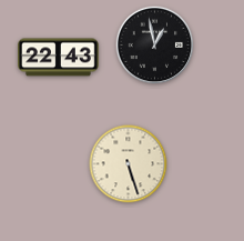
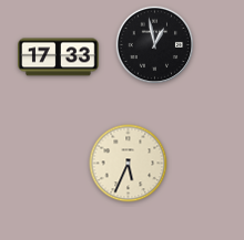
clock at (59, 58): 22:43 -> 17:33
clock at (129, 164): 5:27 -> 5:34
